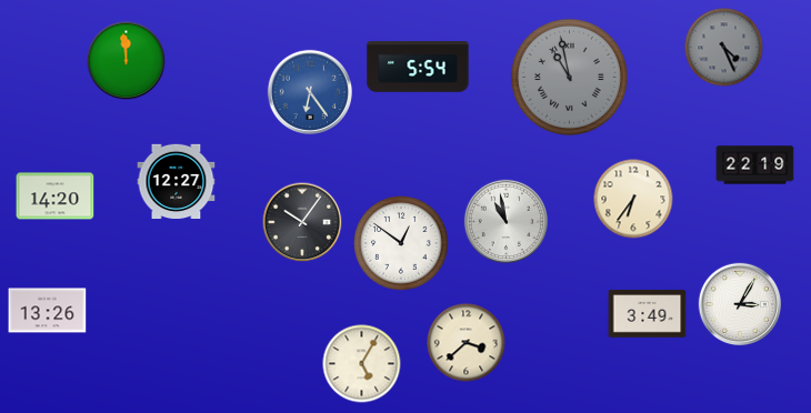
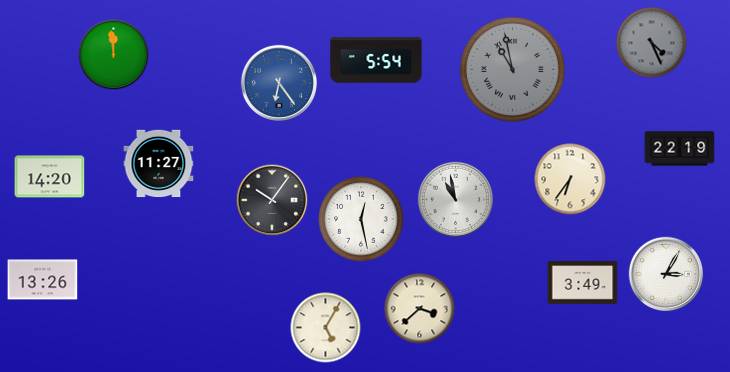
clock at (177, 182): 12:27 -> 11:27
clock at (401, 243): 12:51 -> 12:28
